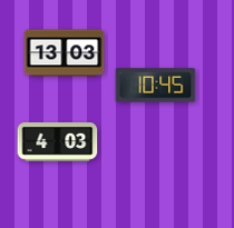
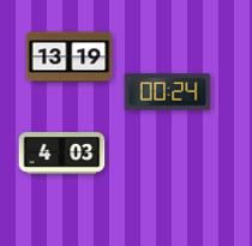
clock at (65, 53): 13:03 -> 13:19
clock at (156, 86): 10:45 -> 00:24
